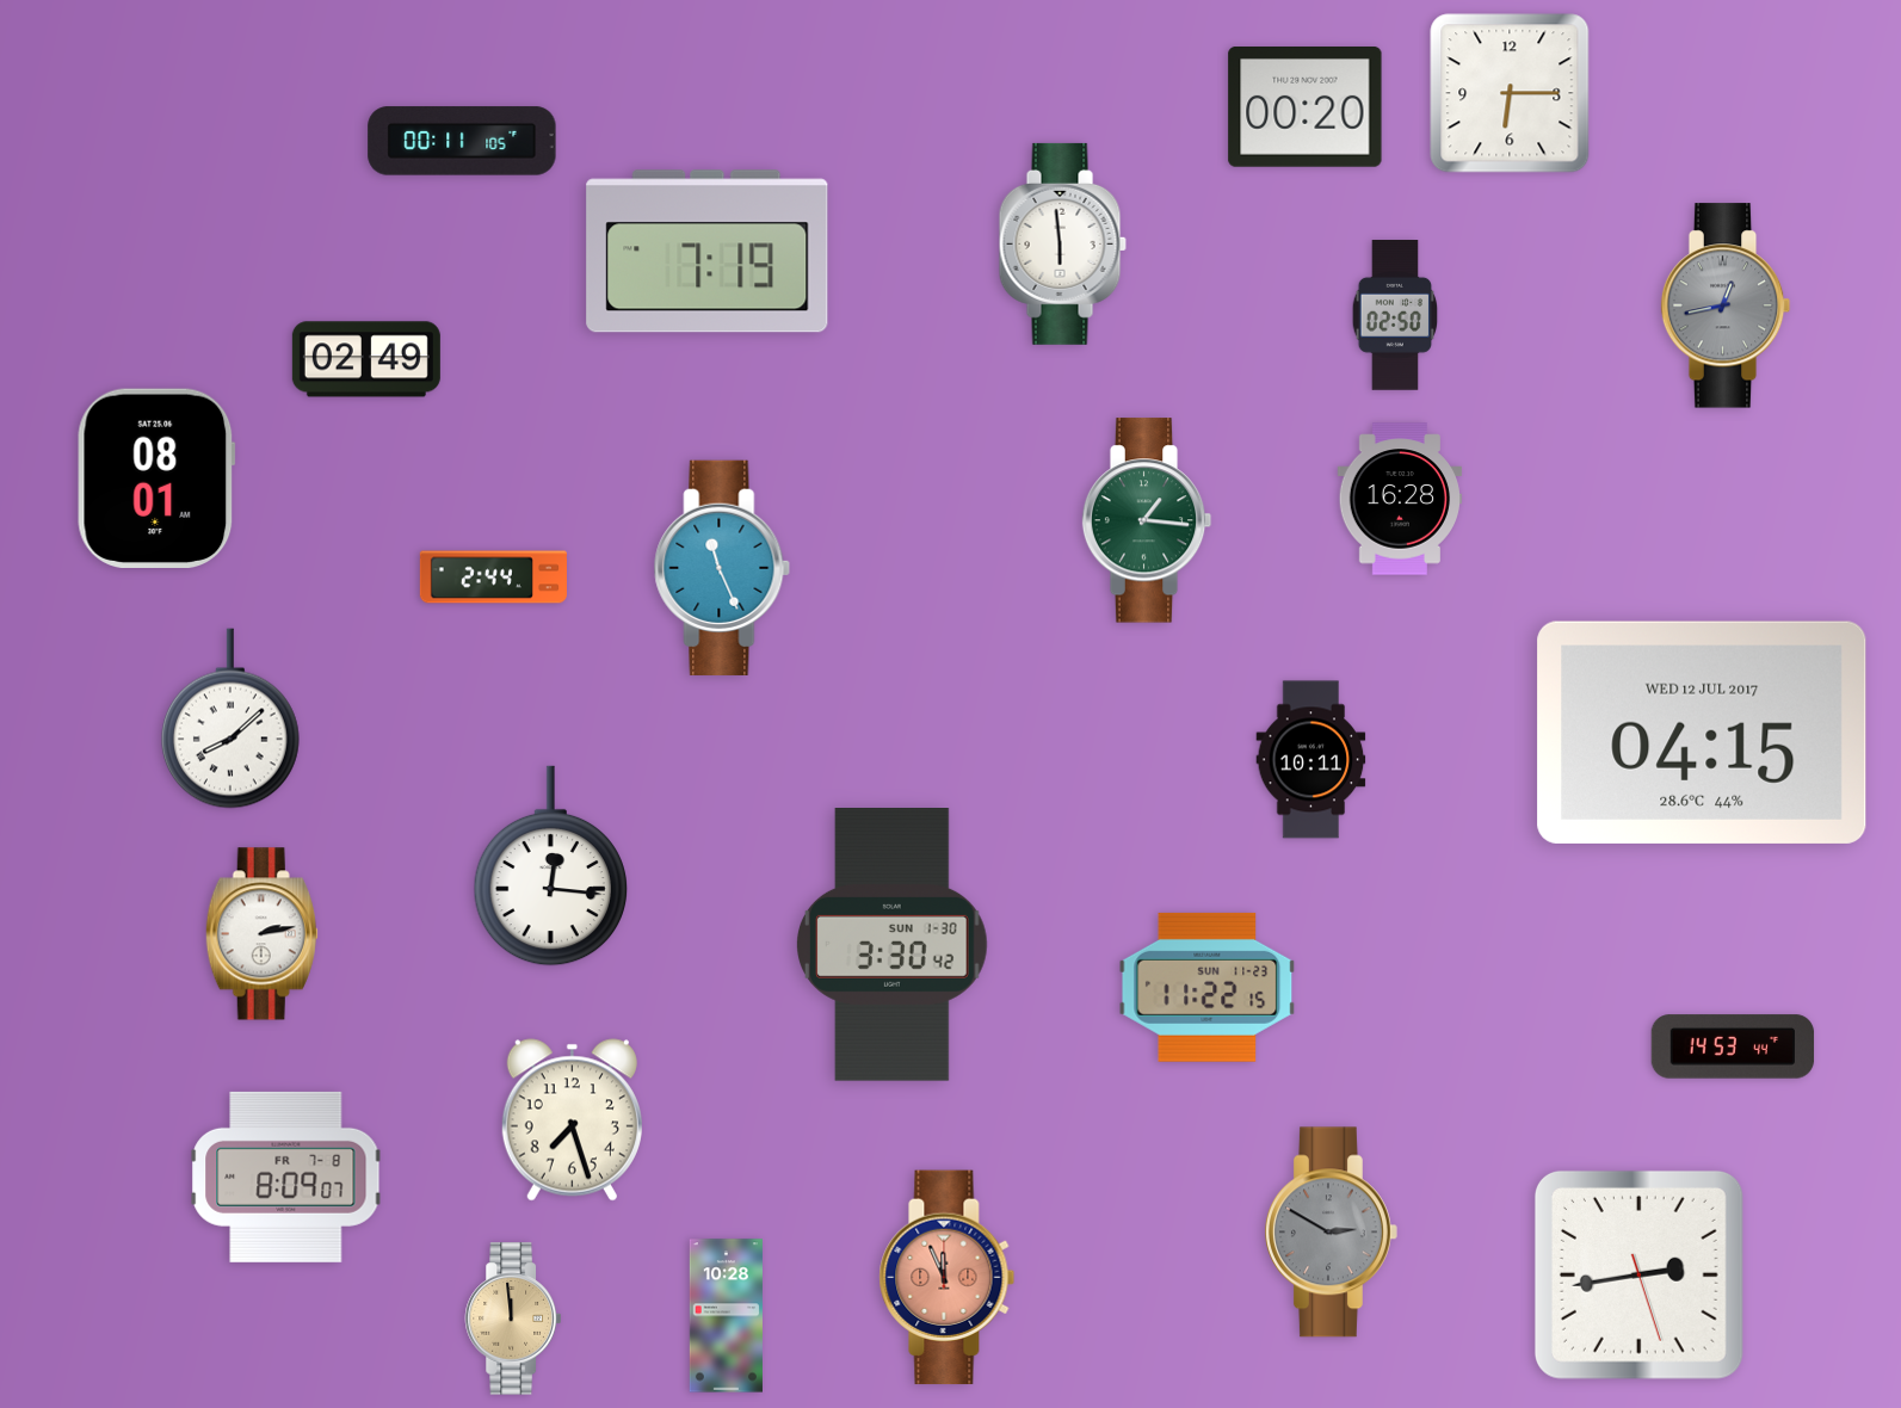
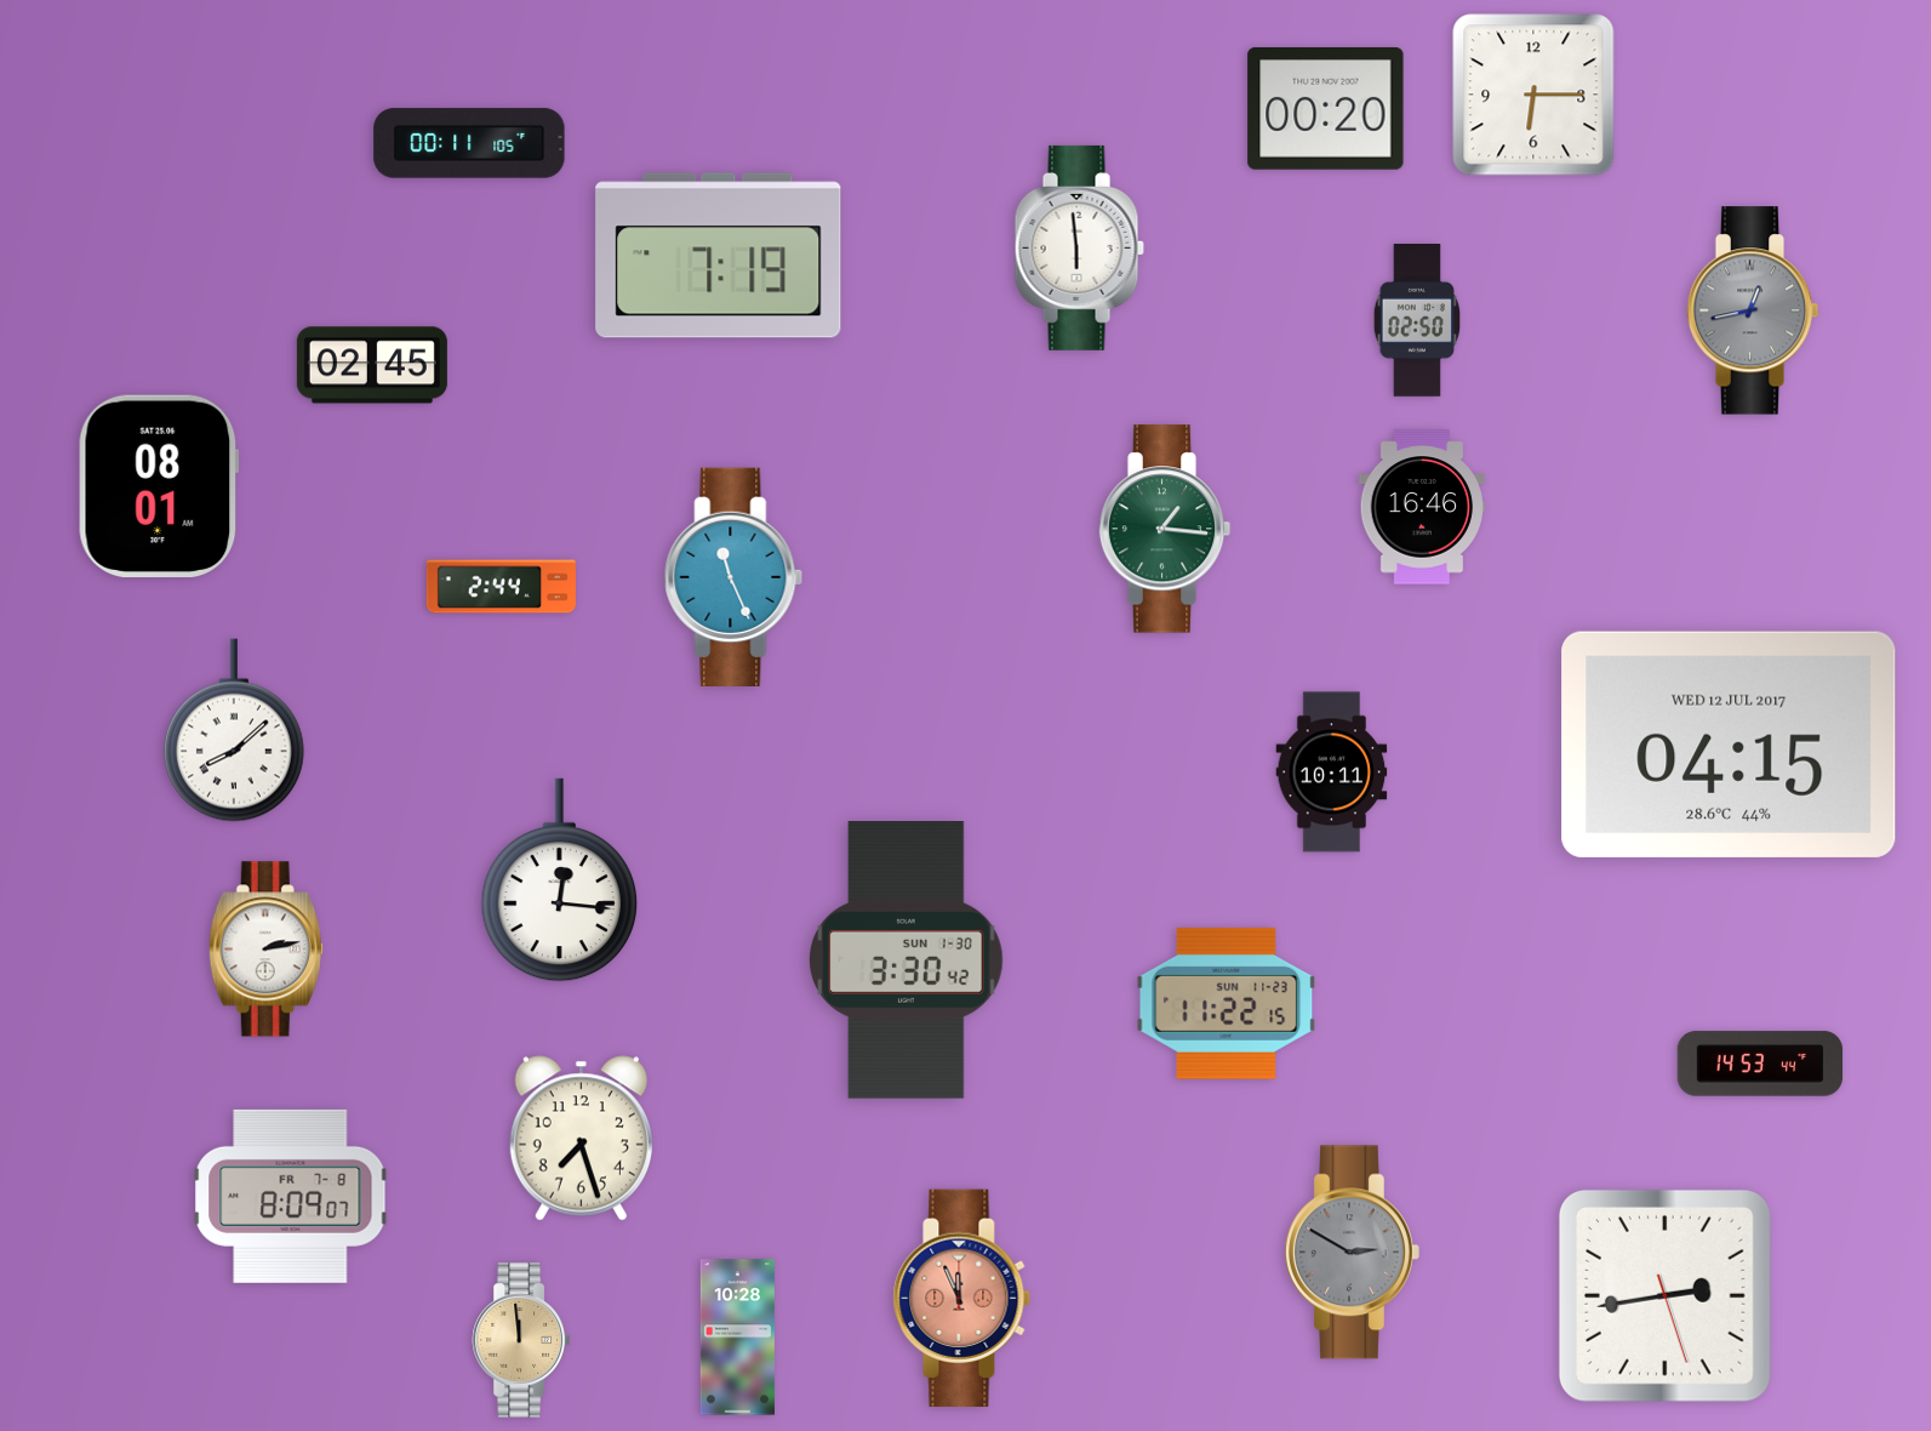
clock at (366, 359): 02:49 -> 02:45
clock at (1400, 499): 16:28 -> 16:46
